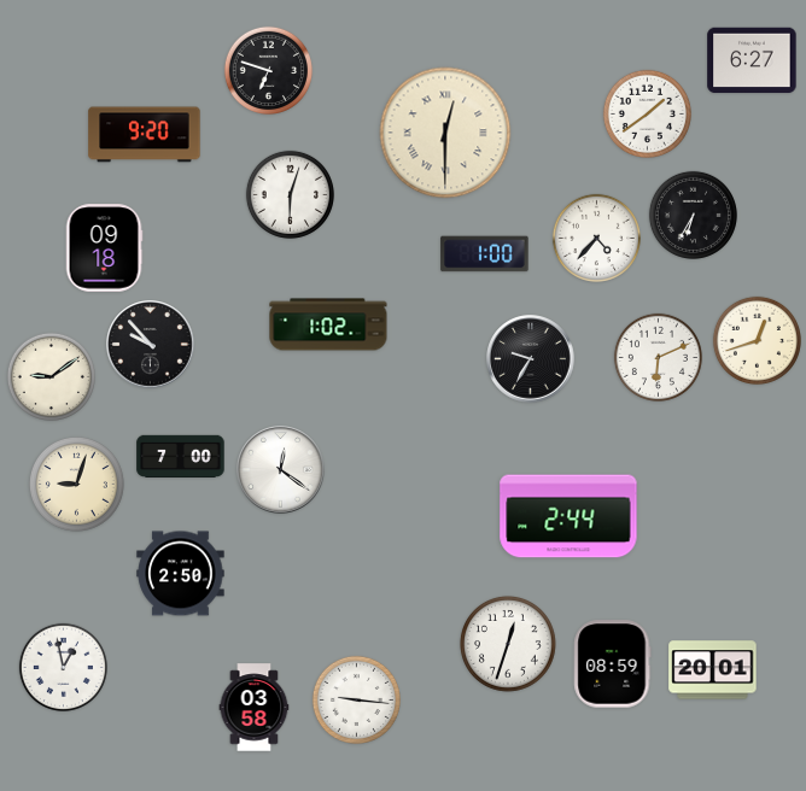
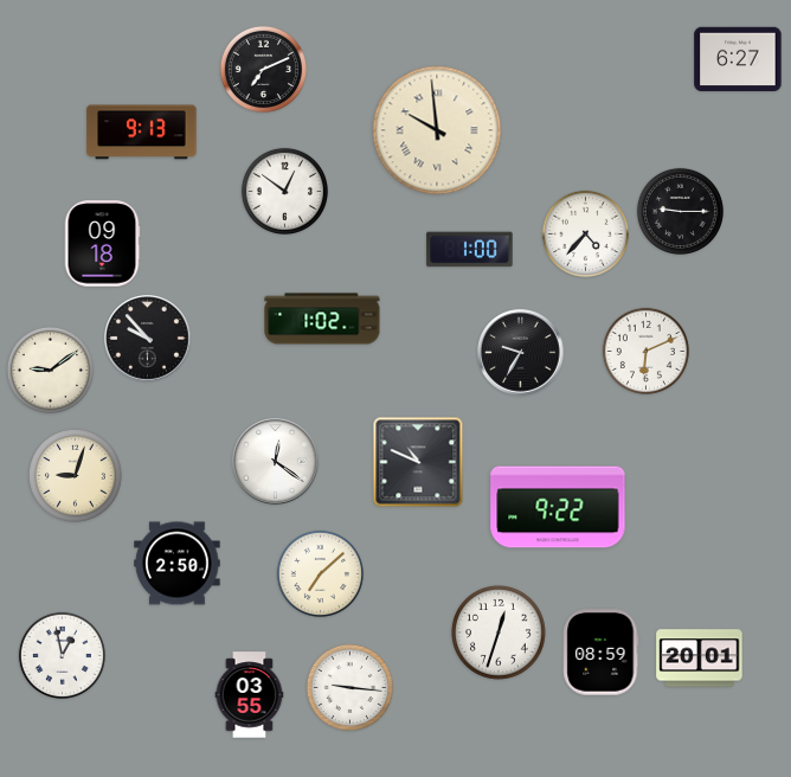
clock at (268, 70): 6:48 -> 7:11
clock at (647, 113): 1:39 -> none
clock at (445, 133): 12:30 -> 9:59
clock at (145, 135): 9:20 -> 9:13
clock at (290, 194): 6:03 -> 12:51
clock at (693, 215): 6:35 -> 9:15
clock at (485, 254) position: (485, 254) -> (470, 250)
clock at (757, 340): 12:42 -> none
clock at (181, 456): 7:00 -> none
clock at (418, 462): none -> 10:49
clock at (568, 516): 2:44 -> 9:22
clock at (320, 573): none -> 7:08
clock at (255, 708): 03:58 -> 03:55
